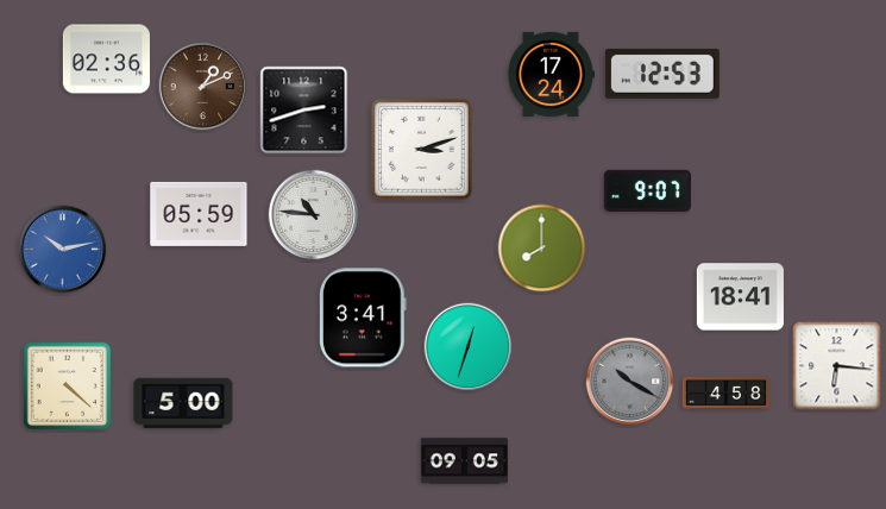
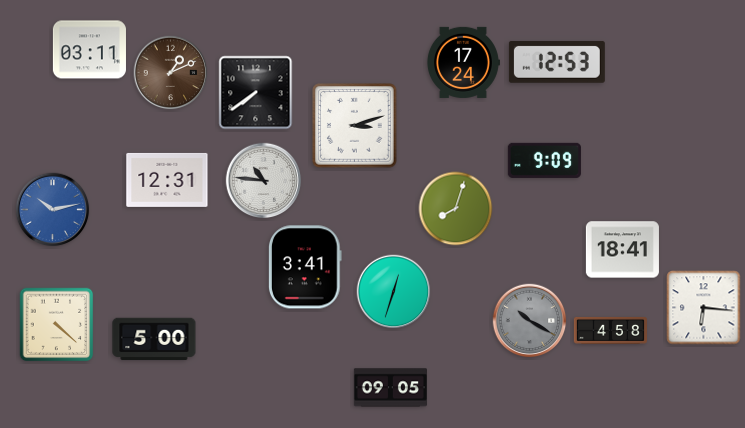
clock at (106, 59): 02:36 -> 03:11
clock at (304, 111): 2:42 -> 7:39
clock at (647, 190): 9:07 -> 9:09
clock at (199, 214): 05:59 -> 12:31
clock at (542, 249): 8:00 -> 8:03
